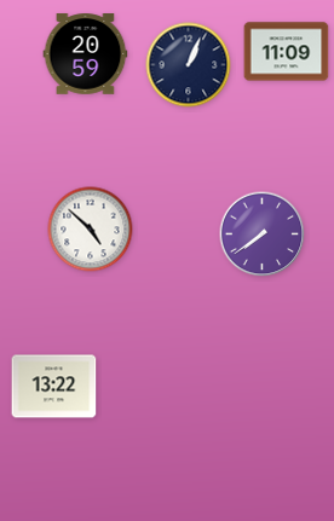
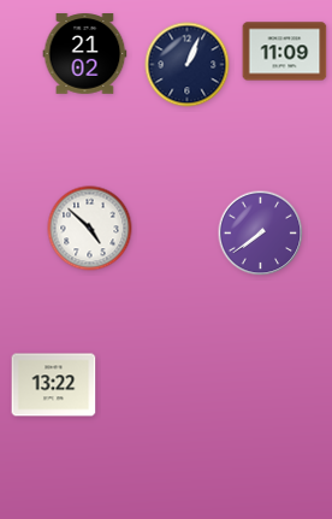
clock at (86, 54): 20:59 -> 21:02
